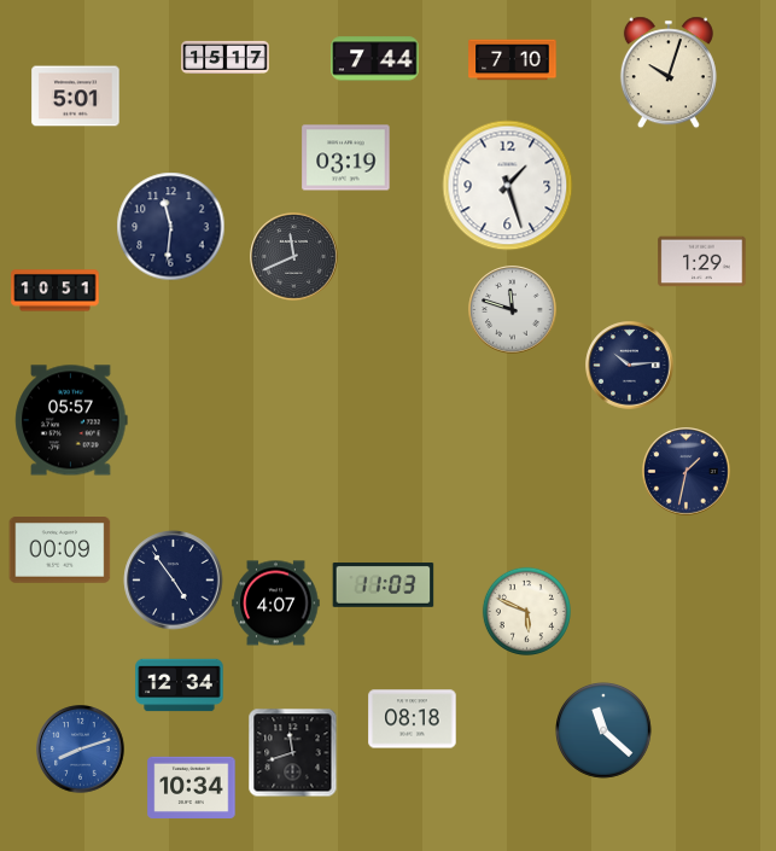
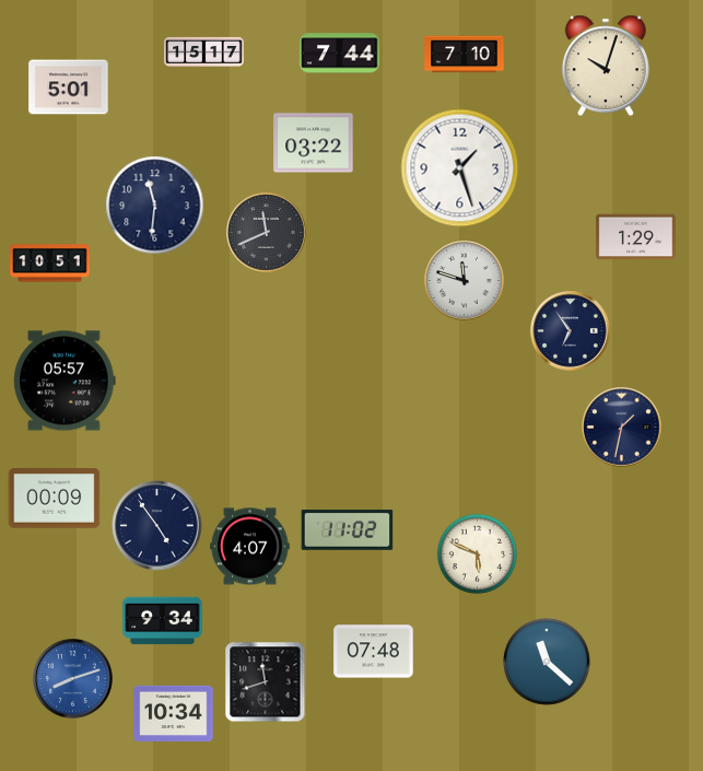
clock at (346, 158): 03:19 -> 03:22
clock at (630, 366): 10:14 -> 6:54
clock at (384, 585): 11:03 -> 11:02
clock at (180, 686): 12:34 -> 9:34
clock at (413, 719): 08:18 -> 07:48
